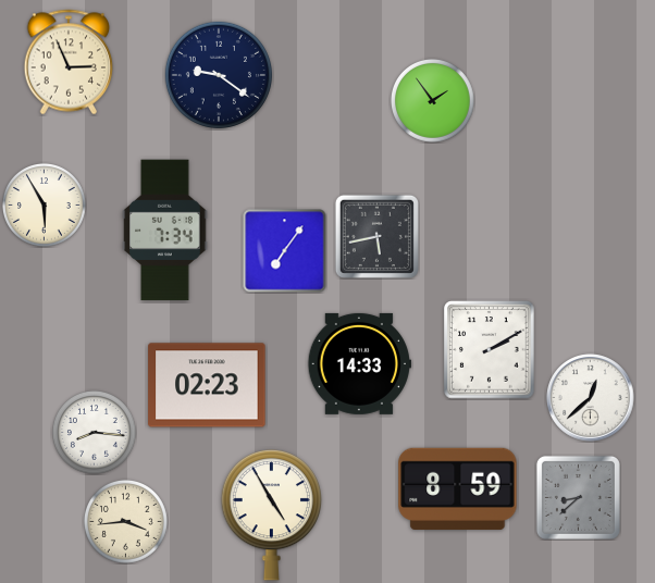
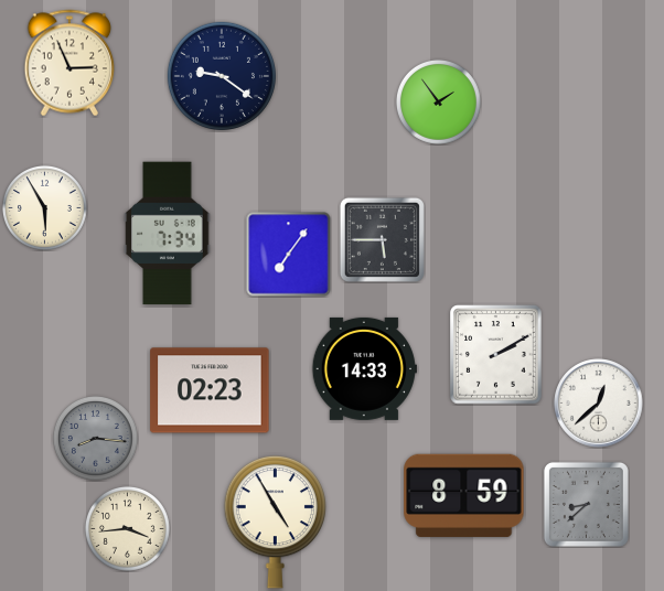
clock at (376, 236): 5:43 -> 5:45
clock at (94, 432) dial: white -> grey
